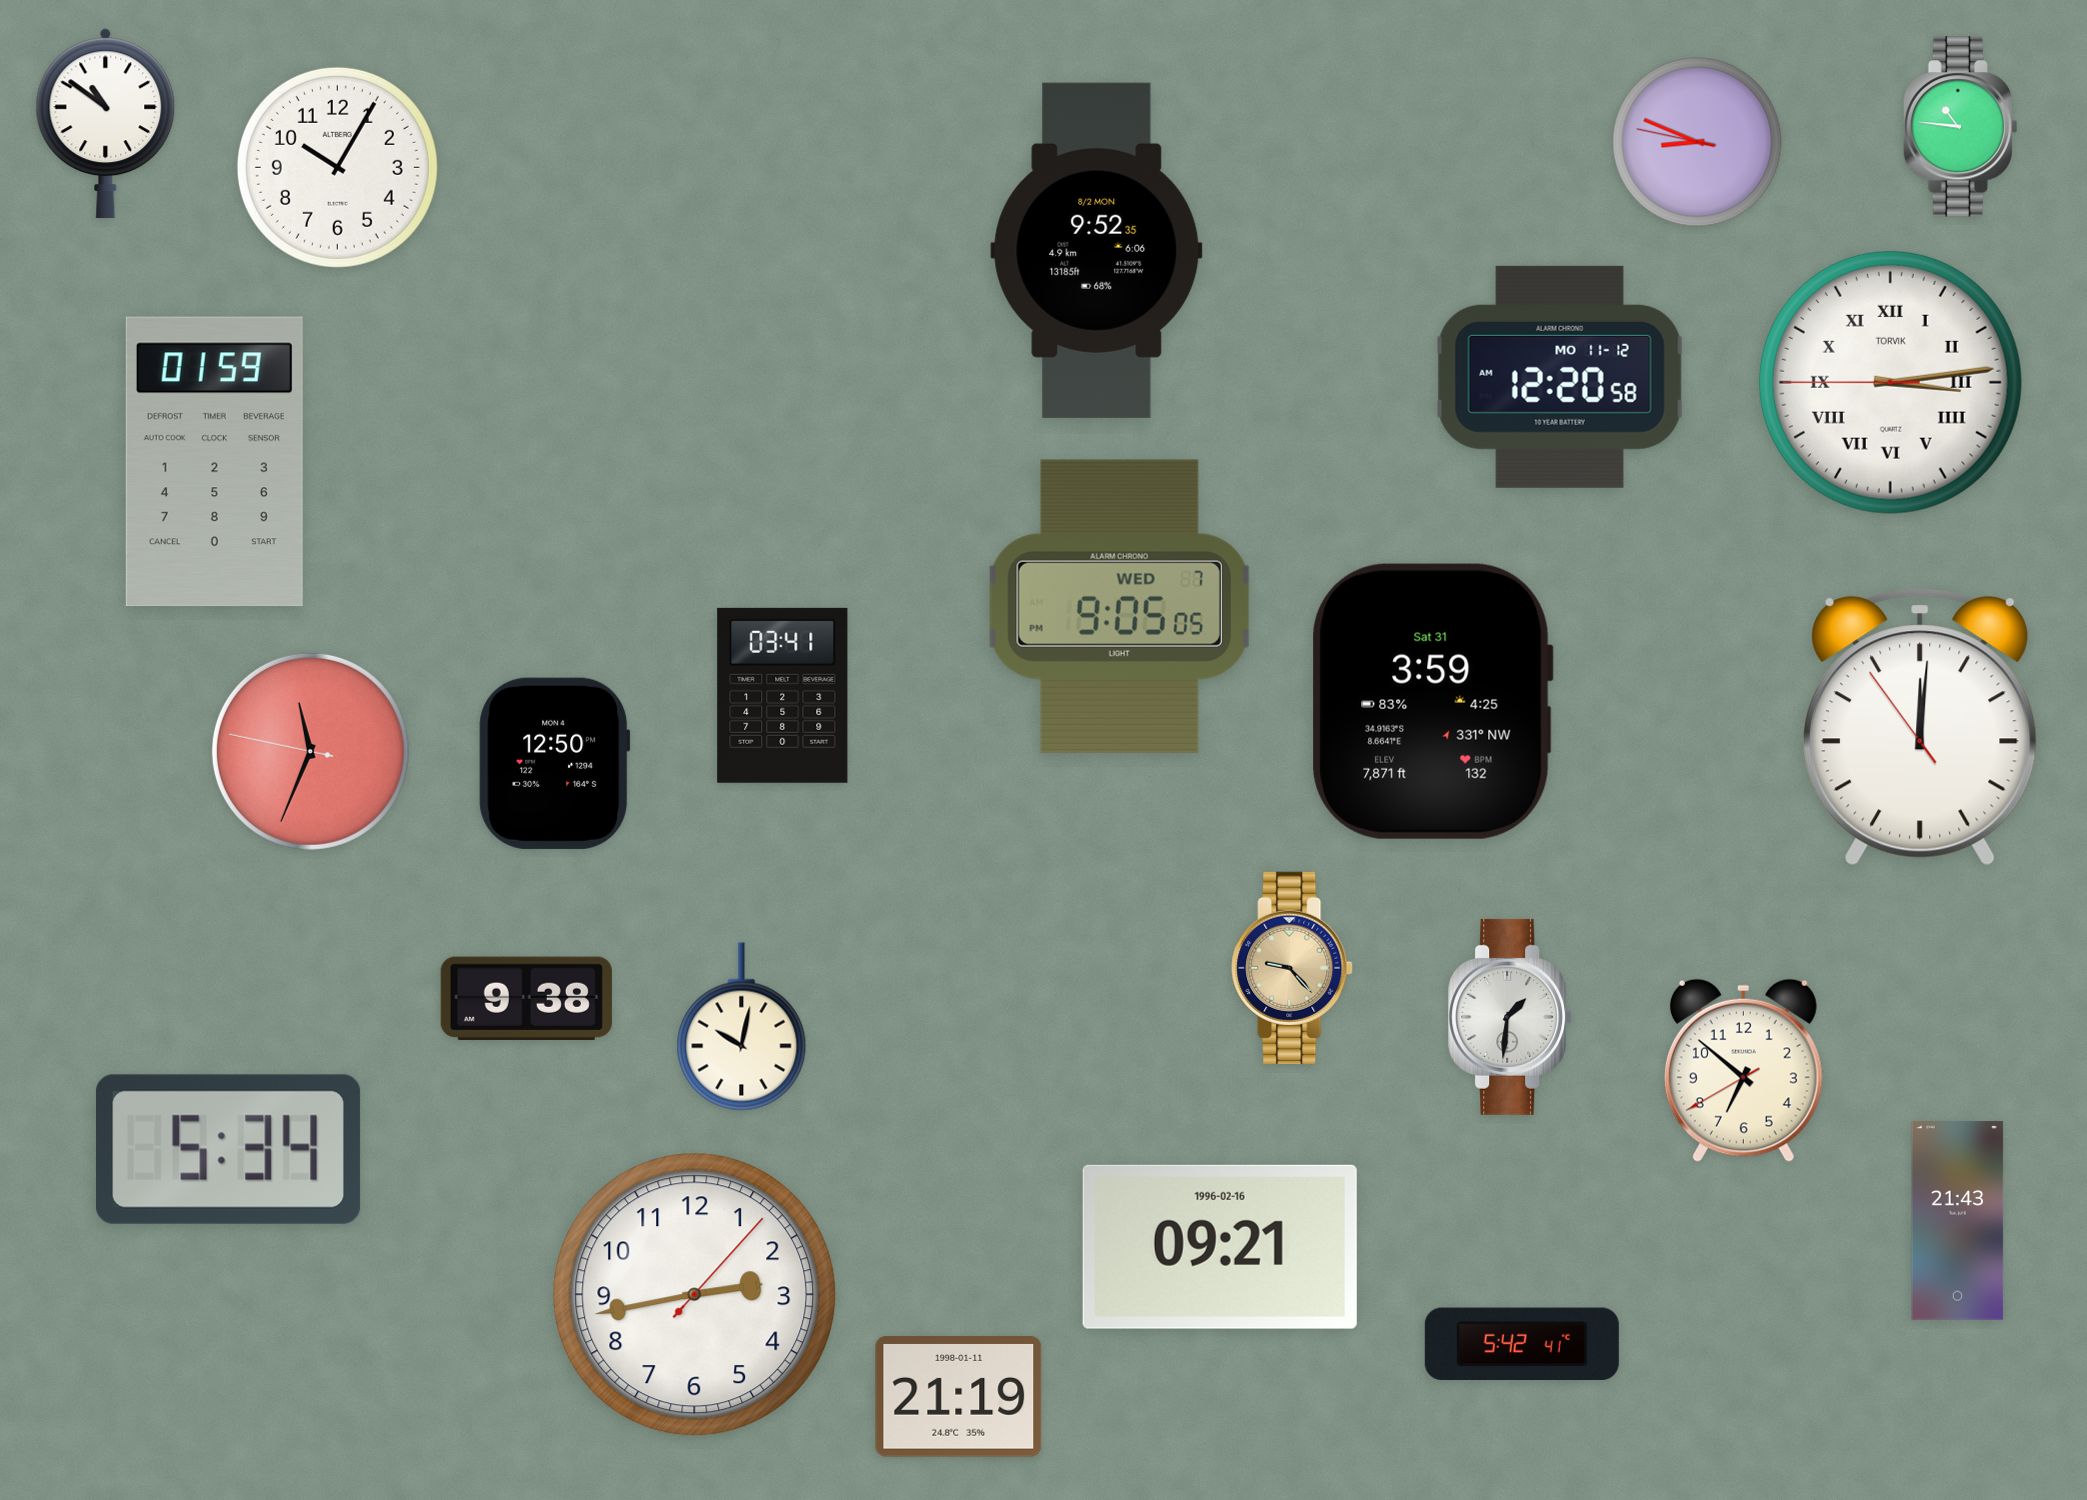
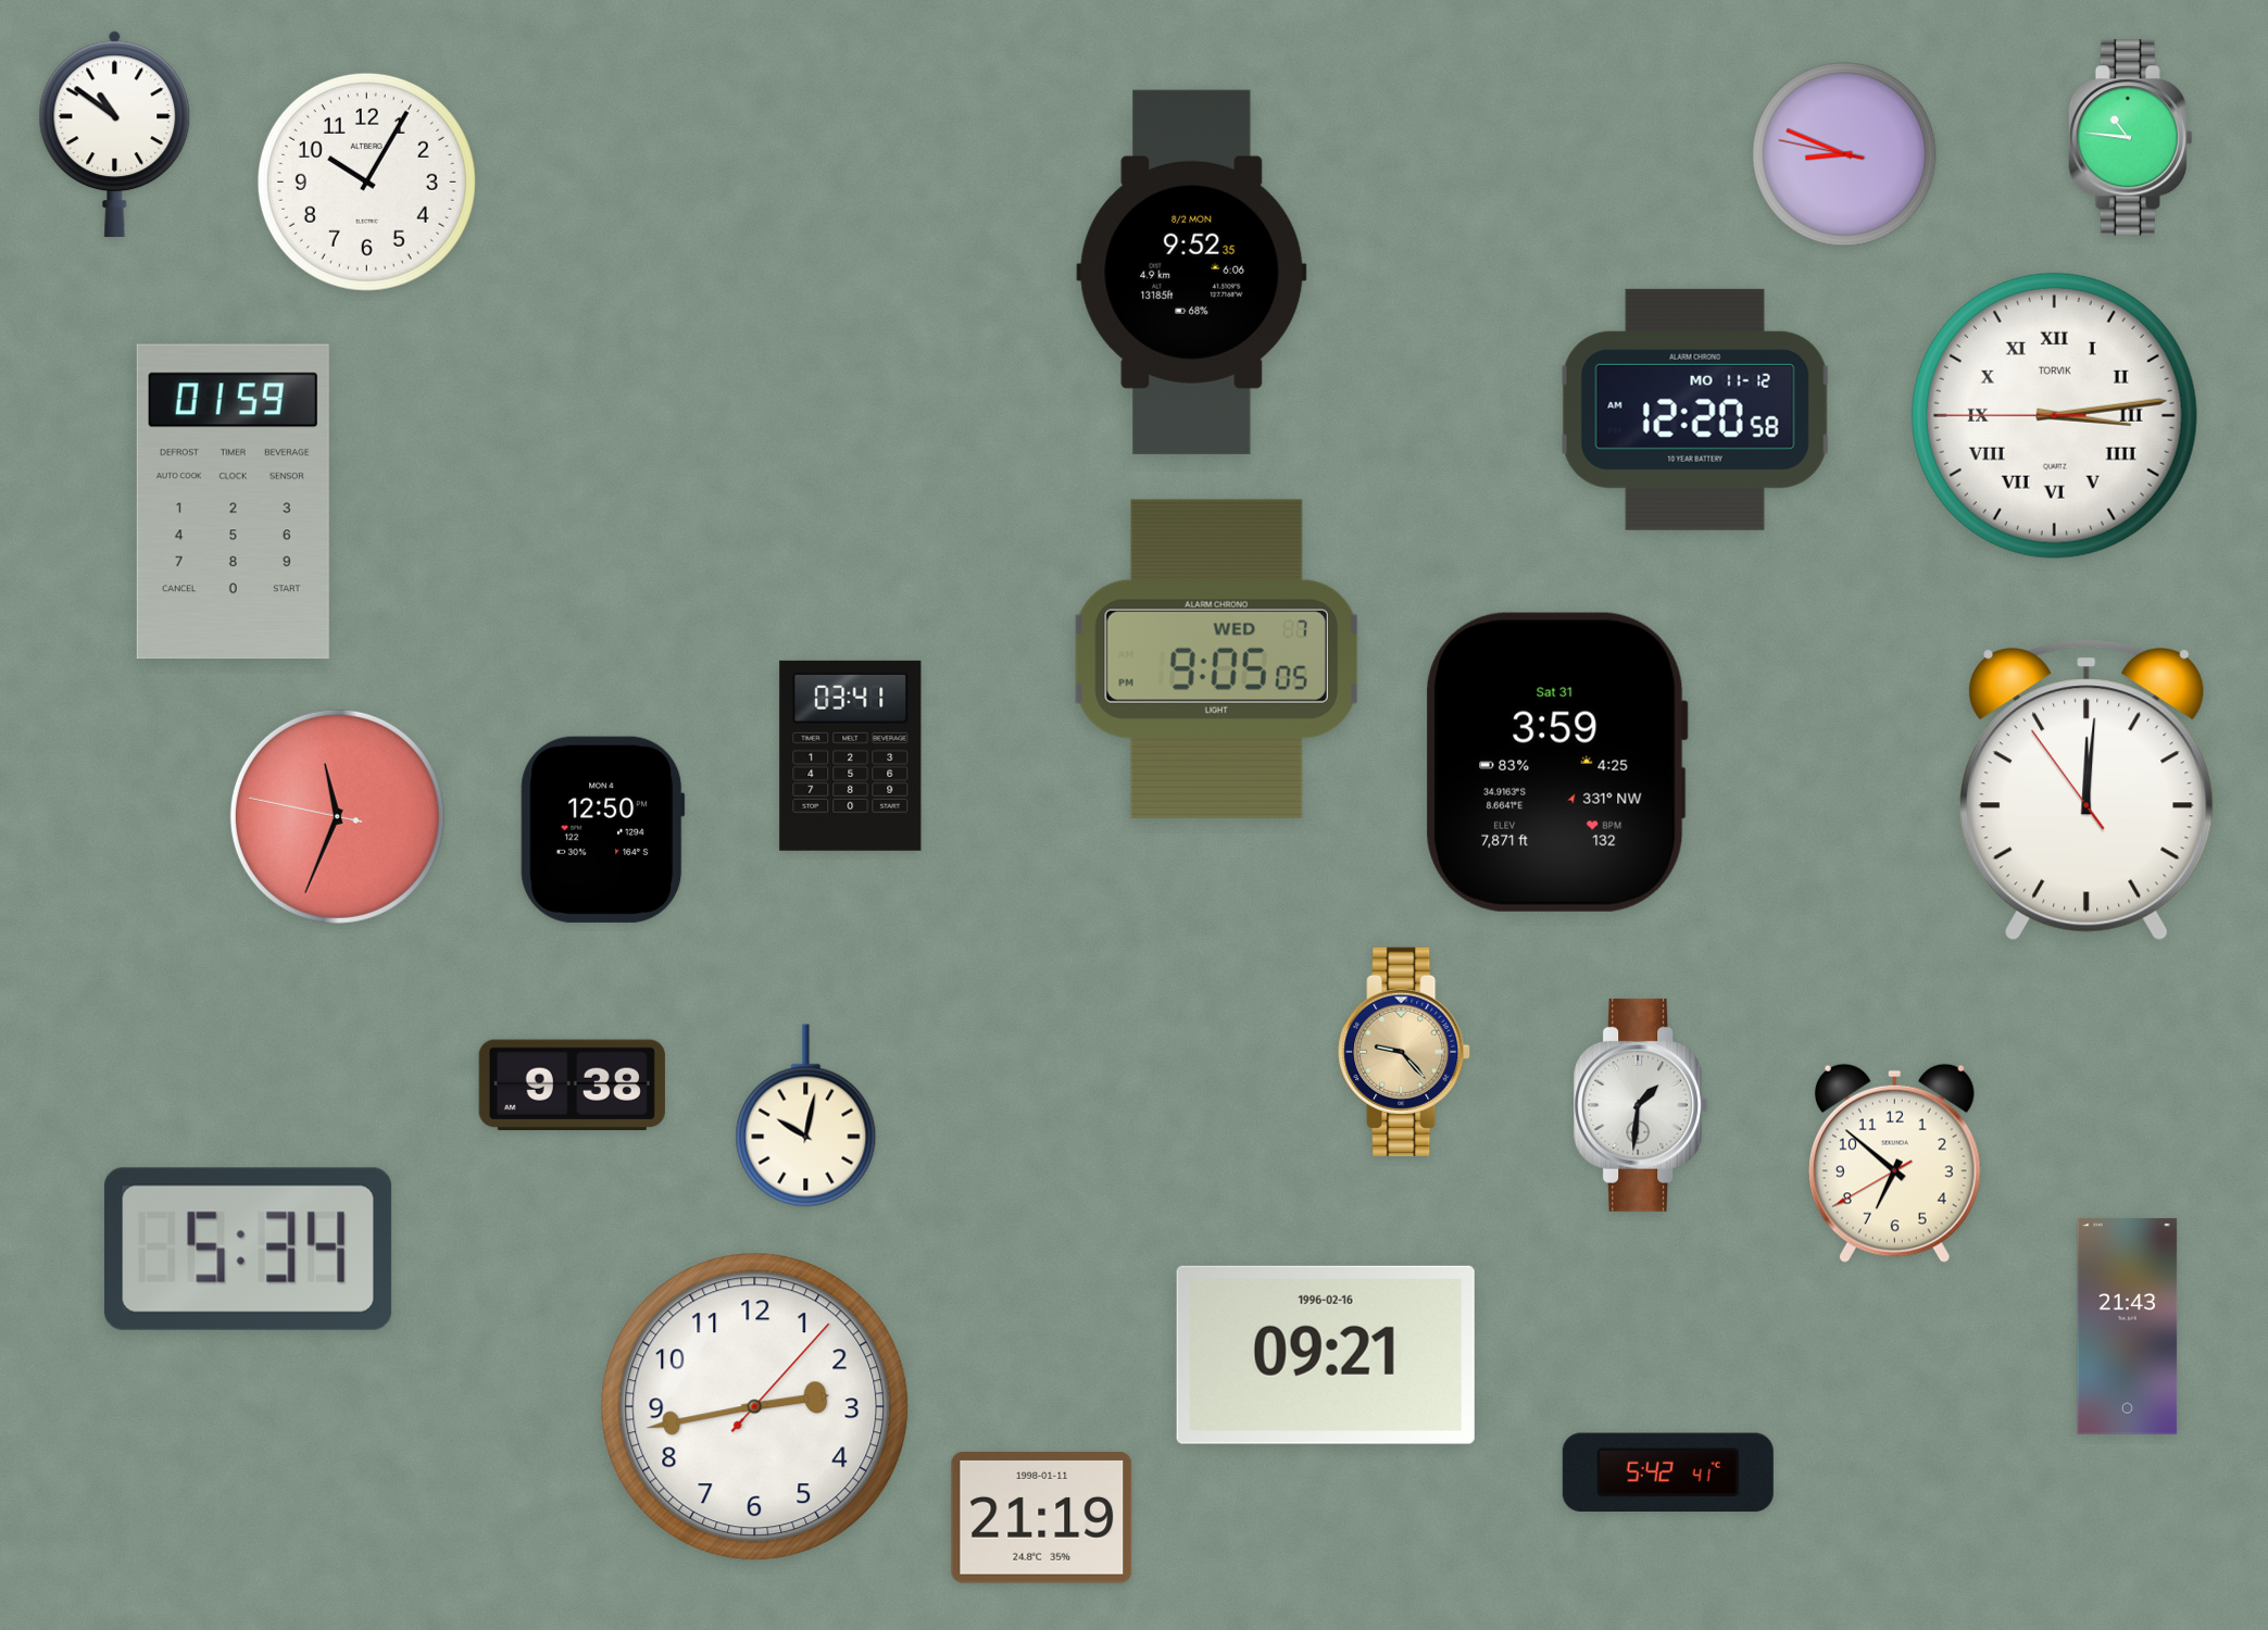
clock at (1522, 1344) position: (1522, 1344) -> (1668, 1472)
